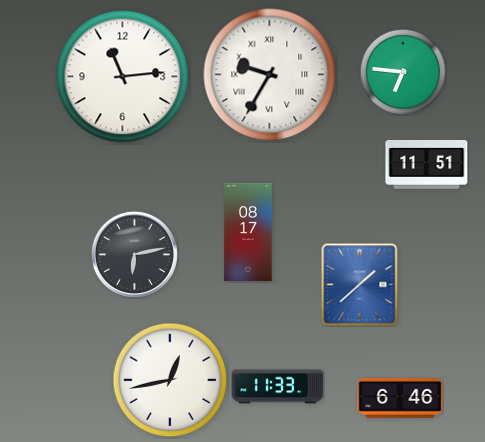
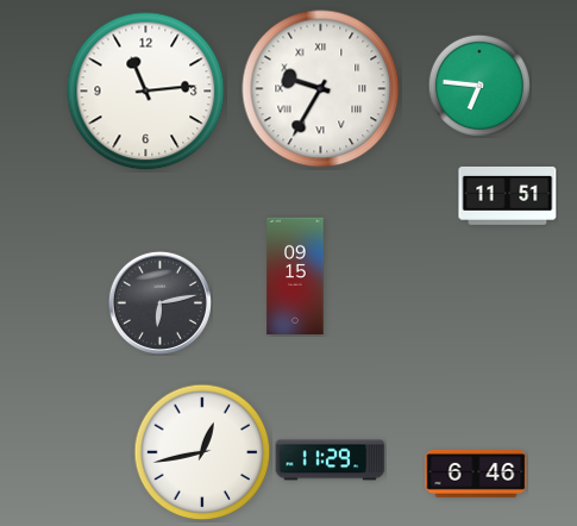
clock at (248, 231): 08:17 -> 09:15
clock at (360, 284): 1:38 -> none
clock at (278, 387): 11:33 -> 11:29
